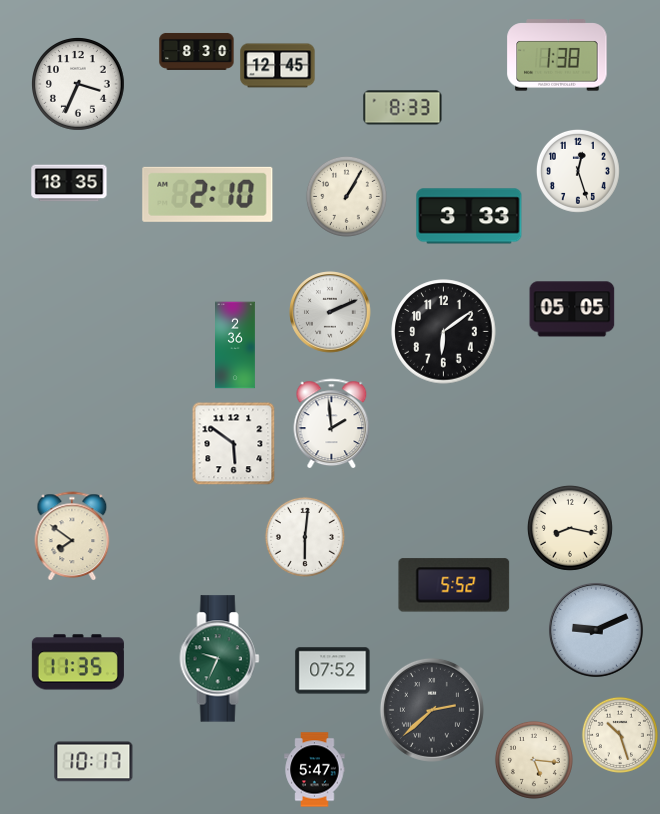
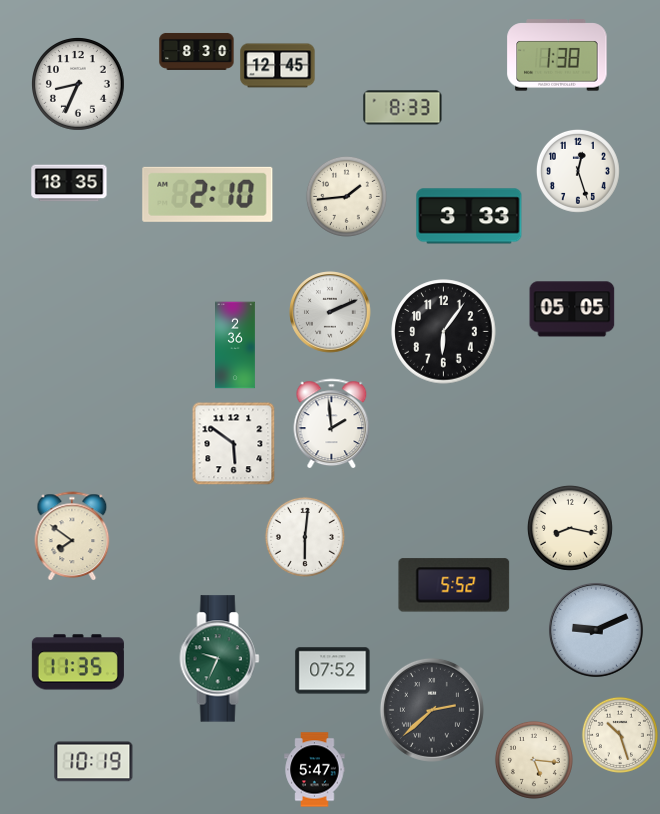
clock at (79, 85): 3:34 -> 8:34
clock at (346, 196): 1:05 -> 1:44
clock at (444, 332): 6:09 -> 6:06
clock at (94, 762): 10:17 -> 10:19
